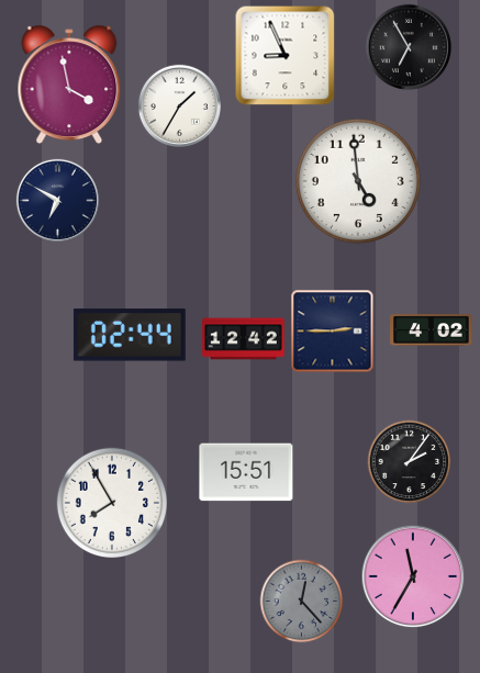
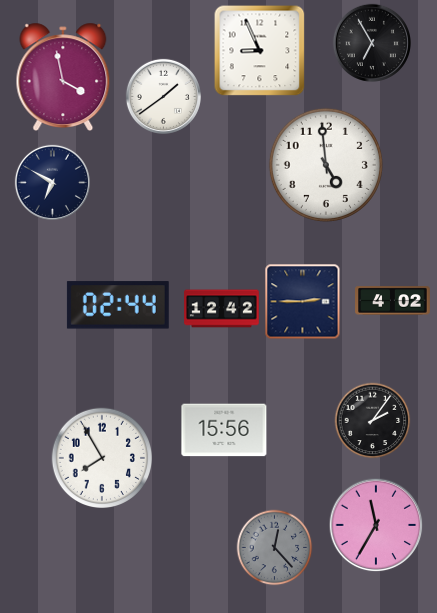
clock at (179, 105): 1:35 -> 1:39
clock at (246, 472): 15:51 -> 15:56
